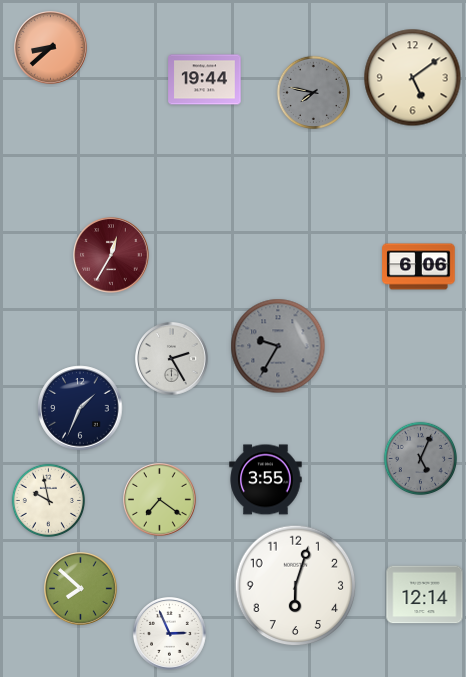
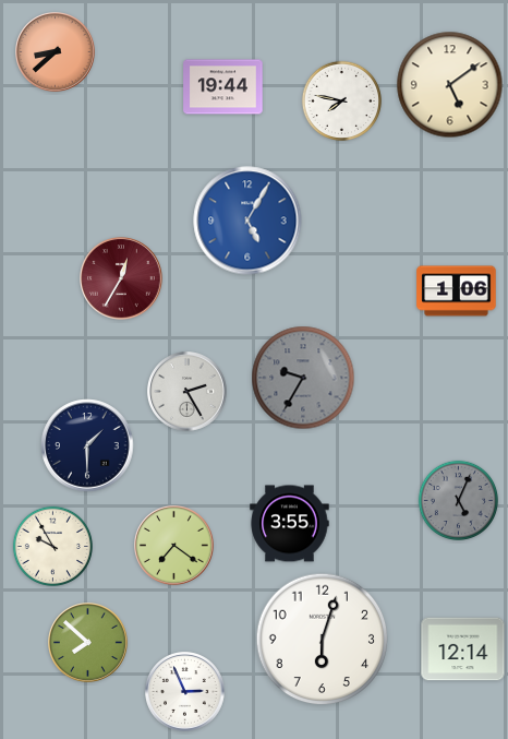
clock at (313, 92) dial: grey -> white
clock at (247, 220): none -> 5:05
clock at (419, 267): 6:06 -> 1:06
clock at (80, 408): 1:34 -> 1:30
clock at (48, 500): 9:58 -> 9:55
